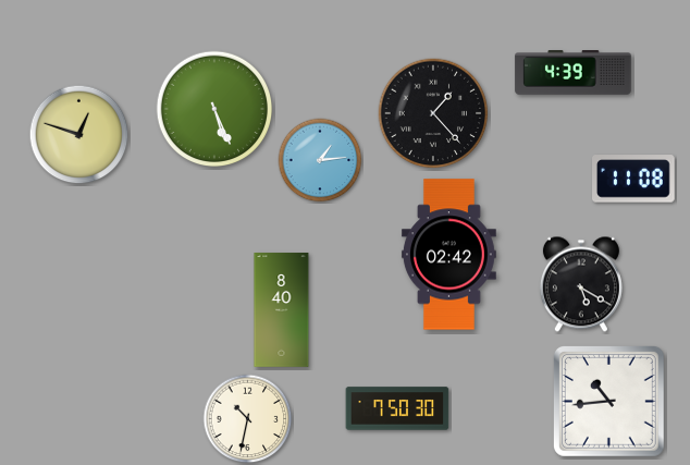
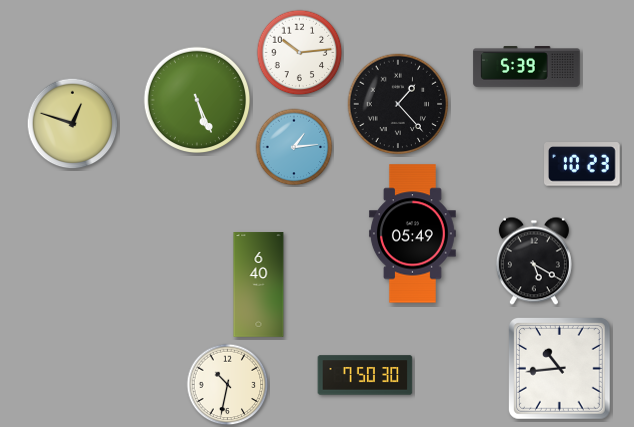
clock at (300, 53): none -> 10:14
clock at (574, 73): 4:39 -> 5:39
clock at (634, 179): 11:08 -> 10:23
clock at (448, 255): 02:42 -> 05:49
clock at (282, 310): 8:40 -> 6:40
